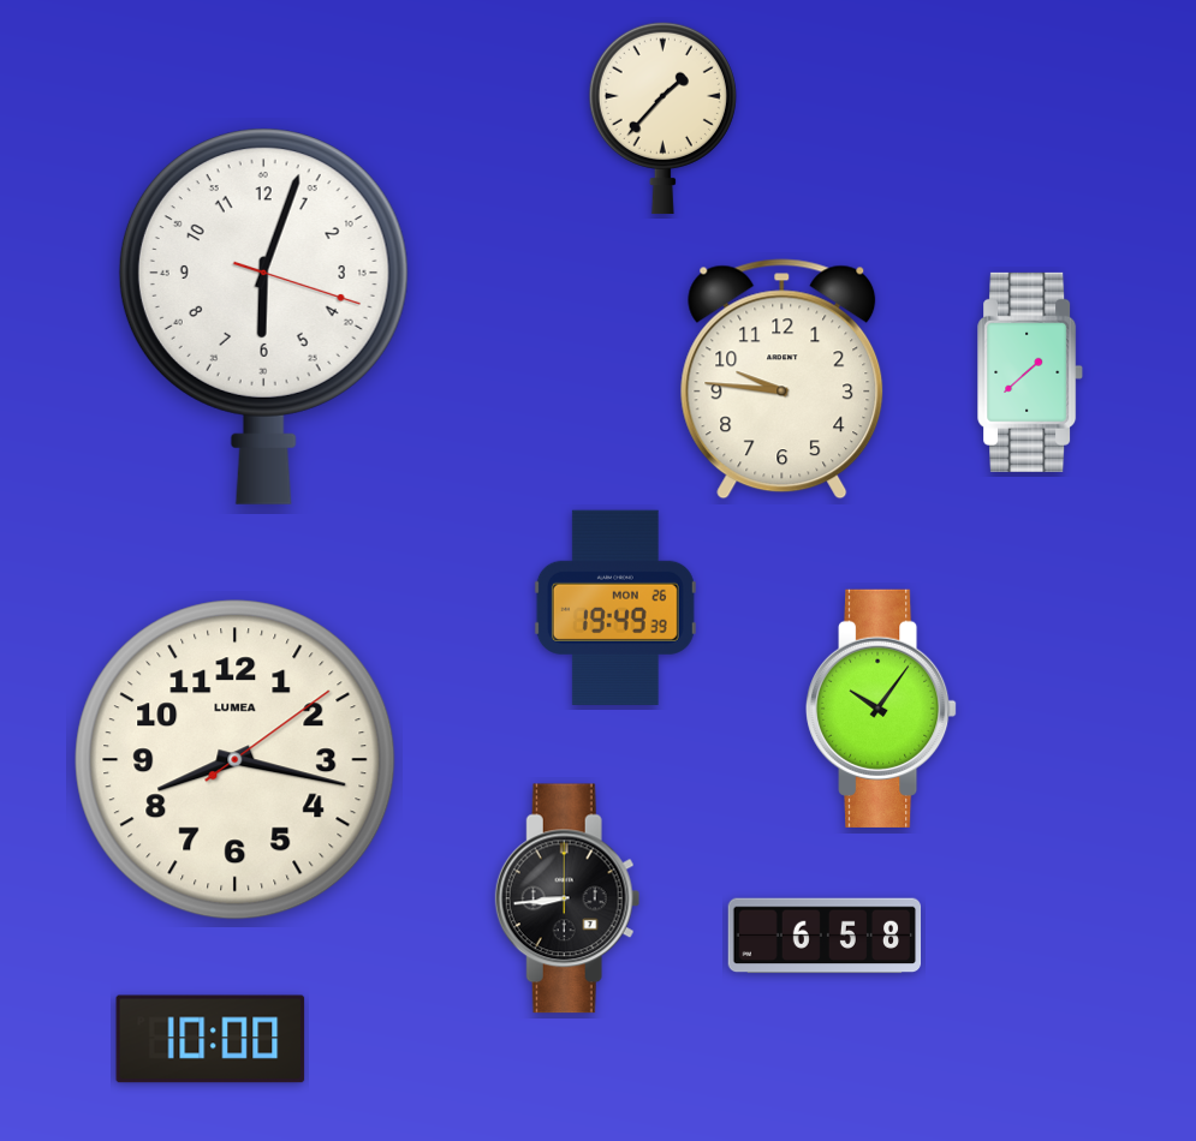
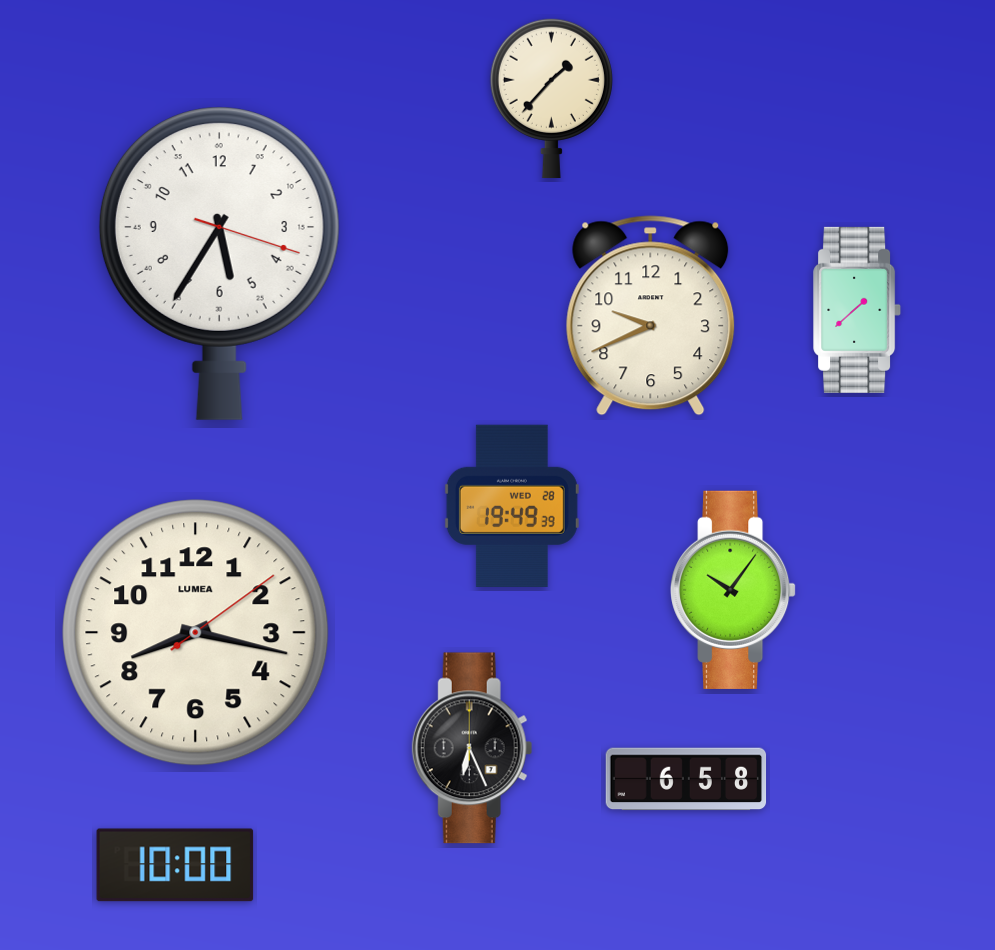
clock at (263, 316): 6:03 -> 5:35
clock at (783, 380): 9:46 -> 9:41
clock at (615, 608) date: MON 26 -> WED 28
clock at (567, 898): 8:44 -> 6:26
